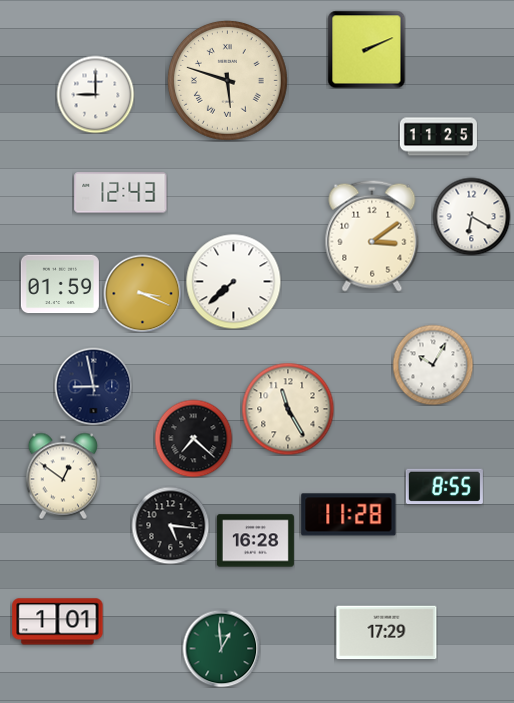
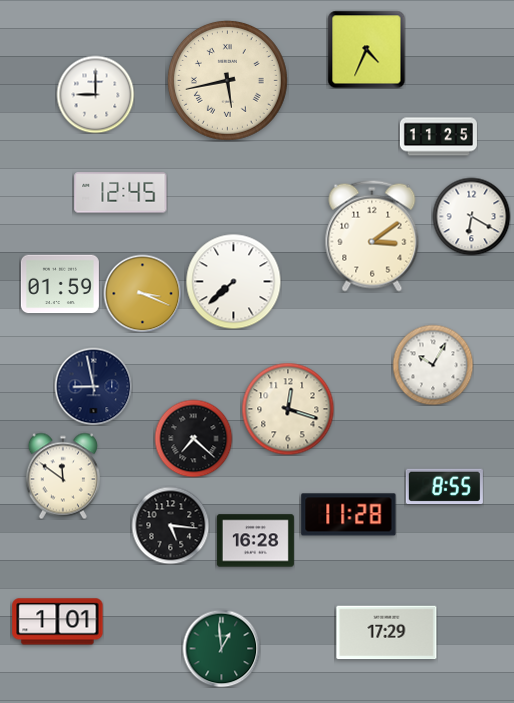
clock at (366, 49): 2:11 -> 4:34
clock at (227, 80): 5:48 -> 5:43
clock at (121, 193): 12:43 -> 12:45
clock at (288, 409): 11:25 -> 12:18
clock at (63, 476): 12:51 -> 11:51
